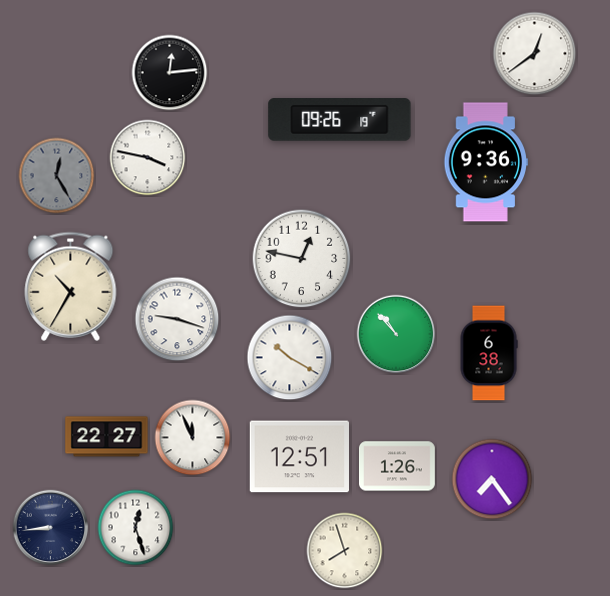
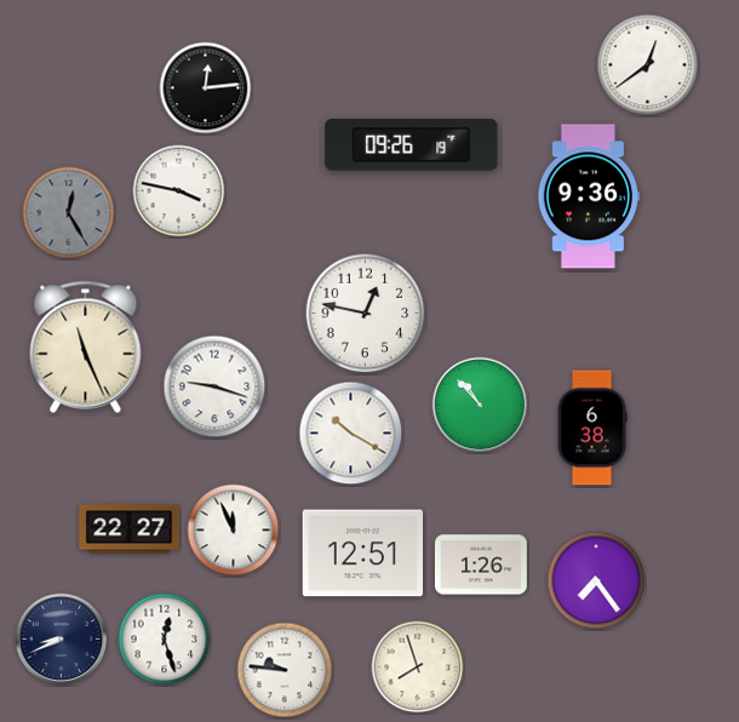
clock at (71, 286): 10:35 -> 11:26
clock at (51, 528): 8:44 -> 8:41
clock at (285, 670): none -> 9:46
